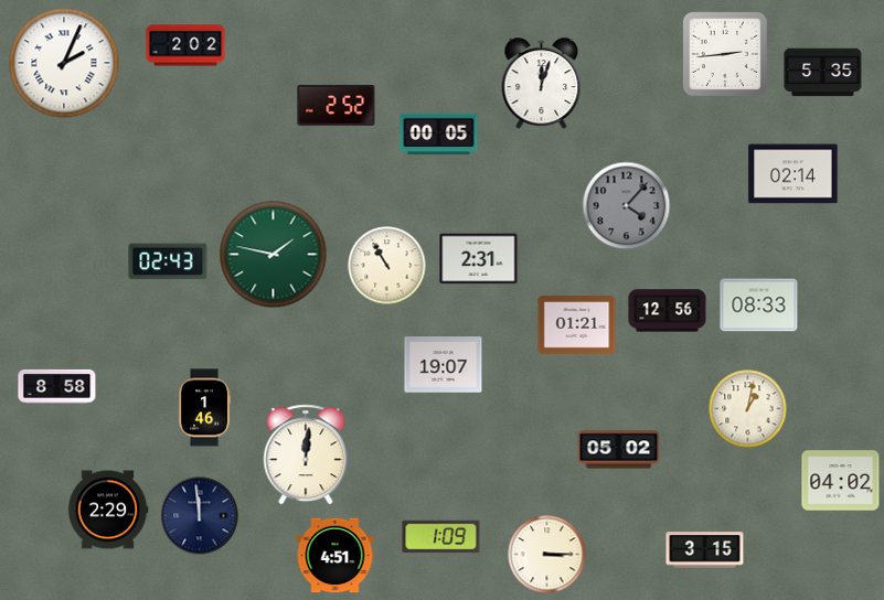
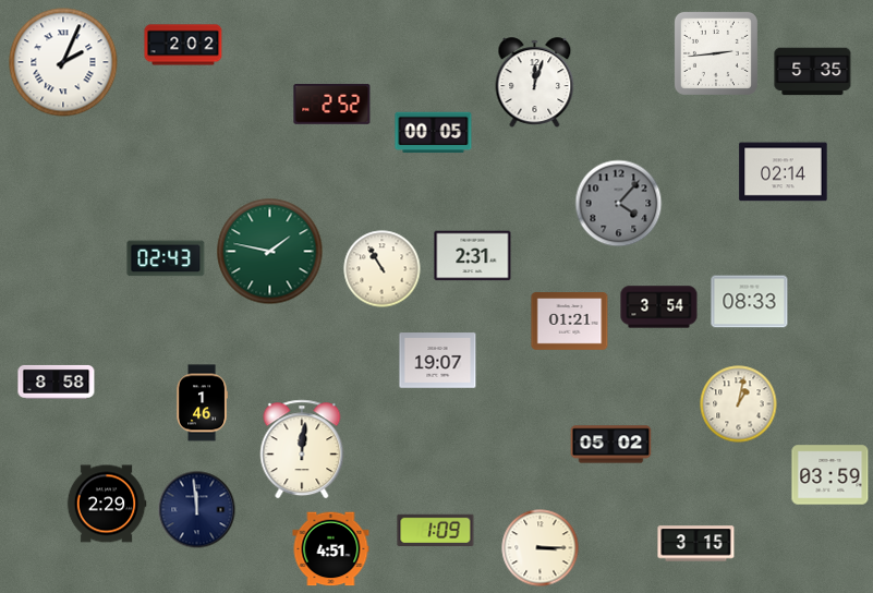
clock at (387, 266) position: (387, 266) -> (383, 269)
clock at (668, 311): 12:56 -> 3:54
clock at (841, 481): 04:02 -> 03:59
